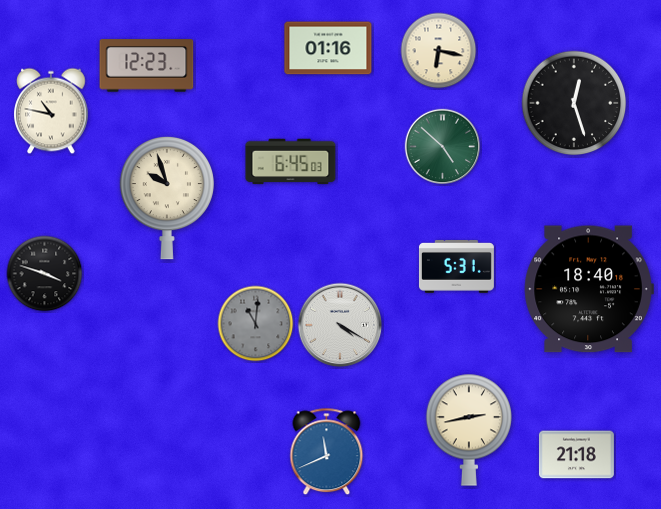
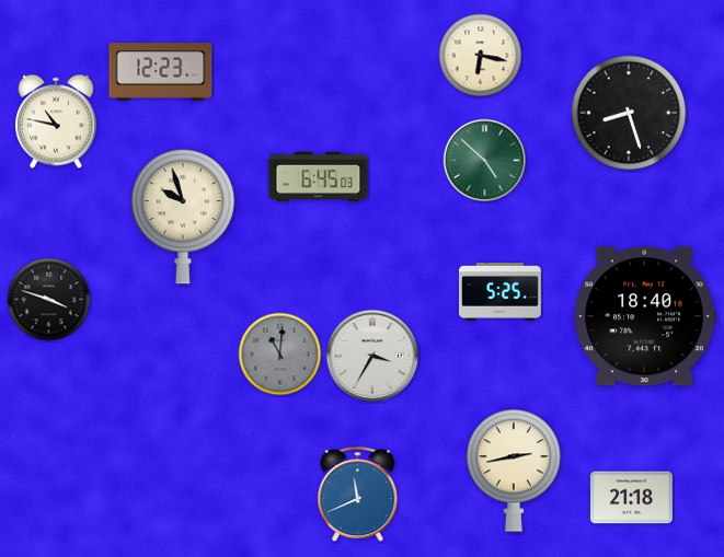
clock at (328, 48): 01:16 -> none
clock at (574, 103): 12:27 -> 8:27
clock at (456, 267): 5:31 -> 5:25
clock at (340, 325): 4:20 -> 3:35
